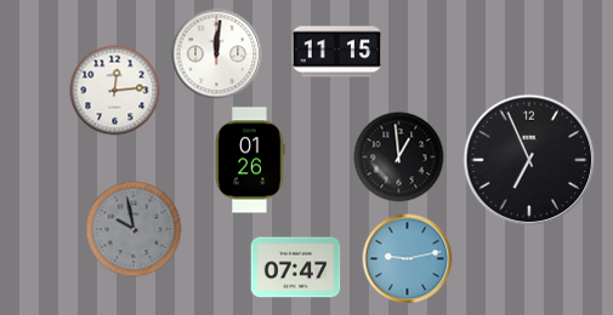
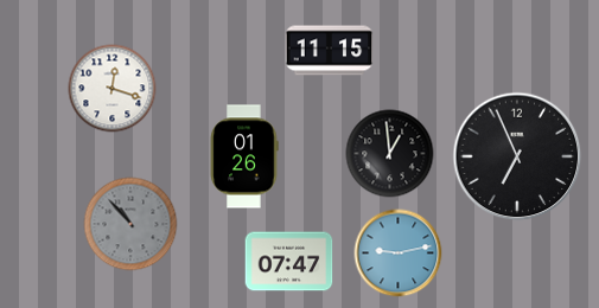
clock at (217, 55): 12:01 -> none
clock at (115, 91): 12:14 -> 12:18
clock at (134, 229): 9:58 -> 10:53
